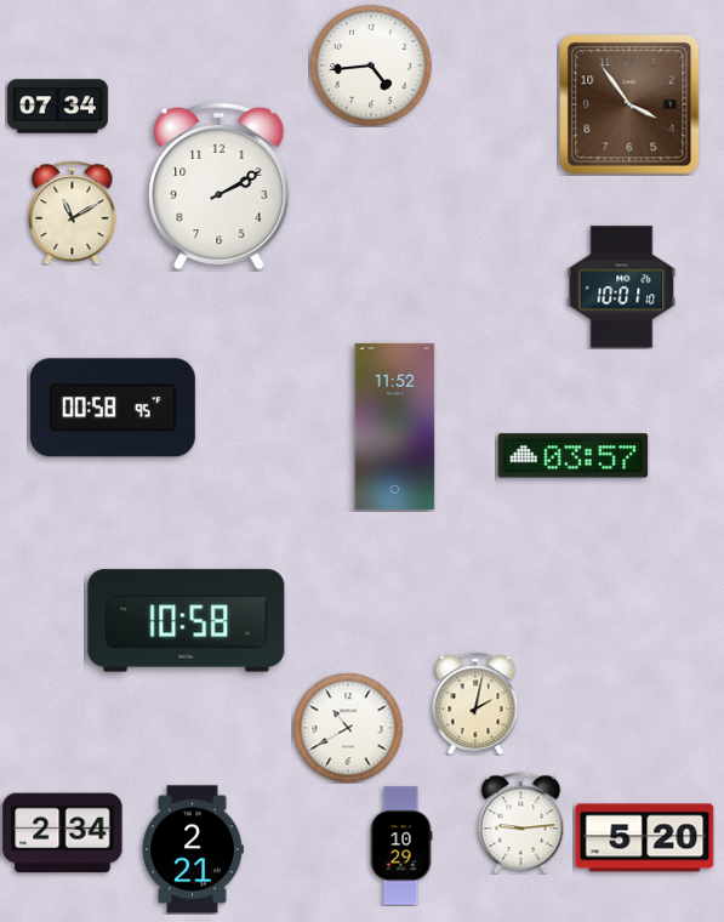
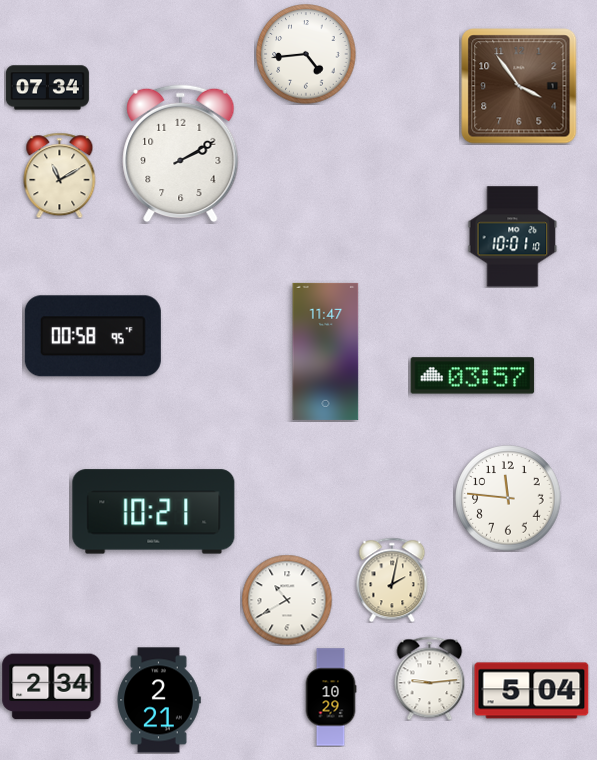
clock at (395, 426): 11:52 -> 11:47
clock at (508, 498): none -> 11:46
clock at (187, 621): 10:58 -> 10:21
clock at (645, 838): 5:20 -> 5:04
